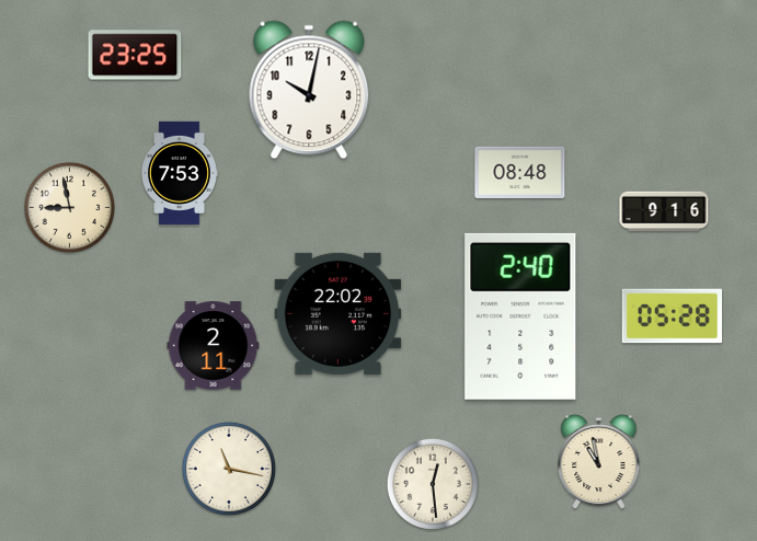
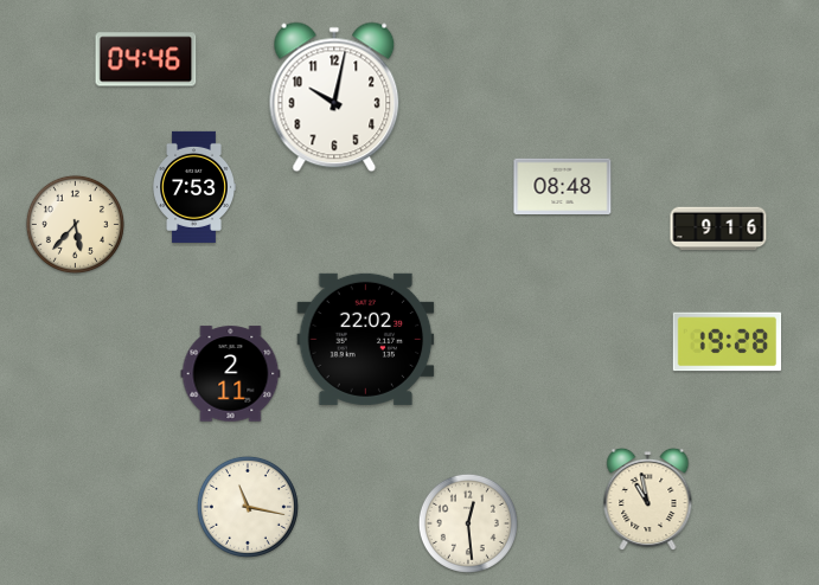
clock at (135, 55): 23:25 -> 04:46
clock at (69, 207): 8:58 -> 5:37
clock at (520, 316): 2:40 -> none
clock at (673, 316): 05:28 -> 19:28
